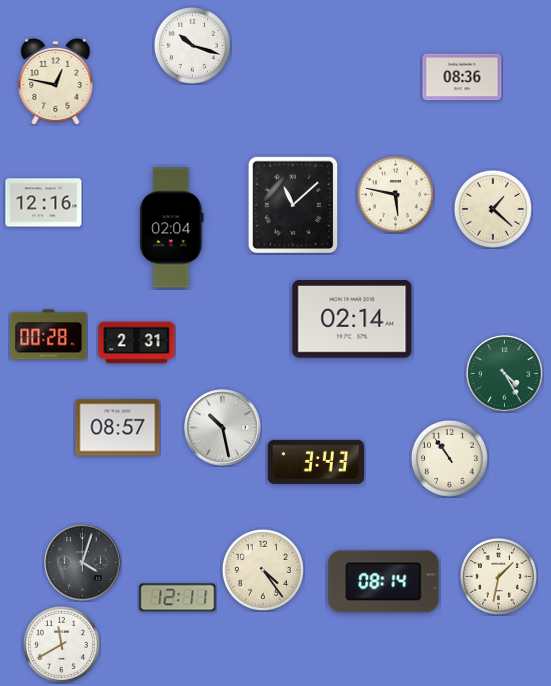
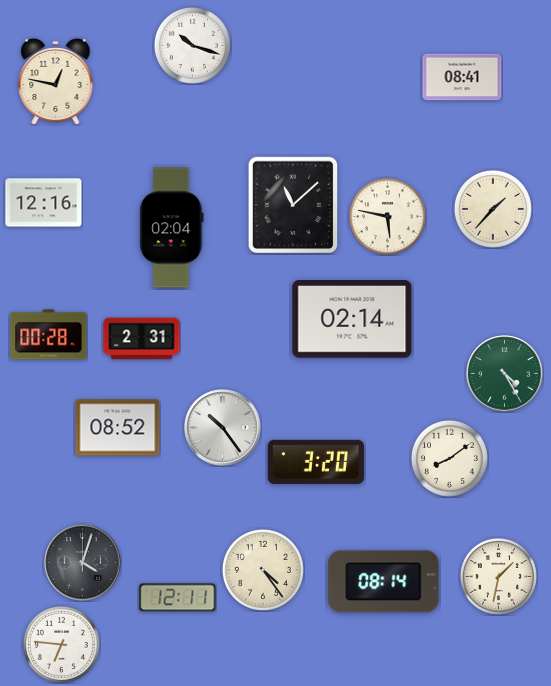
clock at (462, 77): 08:36 -> 08:41
clock at (395, 194) position: (395, 194) -> (387, 216)
clock at (493, 209): 1:22 -> 1:37
clock at (137, 343) position: (137, 343) -> (142, 339)
clock at (118, 428): 08:57 -> 08:52
clock at (223, 428): 10:28 -> 10:24
clock at (449, 458): 10:54 -> 8:09
clock at (316, 462): 3:43 -> 3:20
clock at (61, 644): 11:40 -> 6:46
